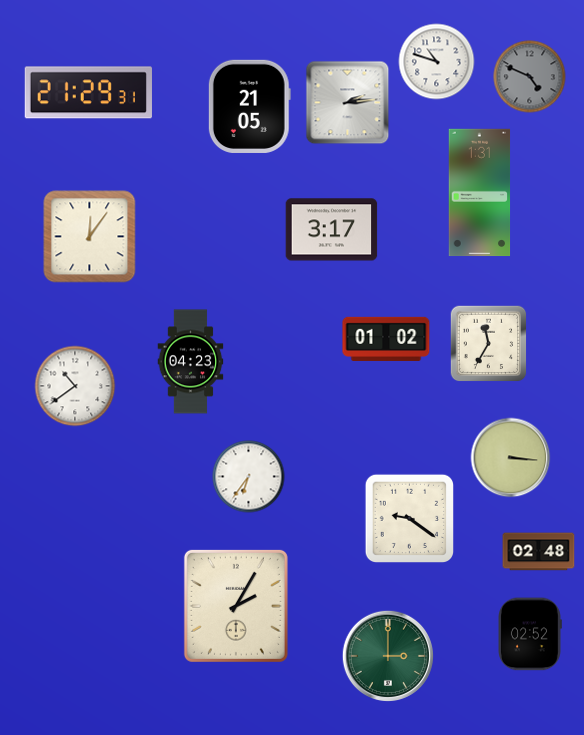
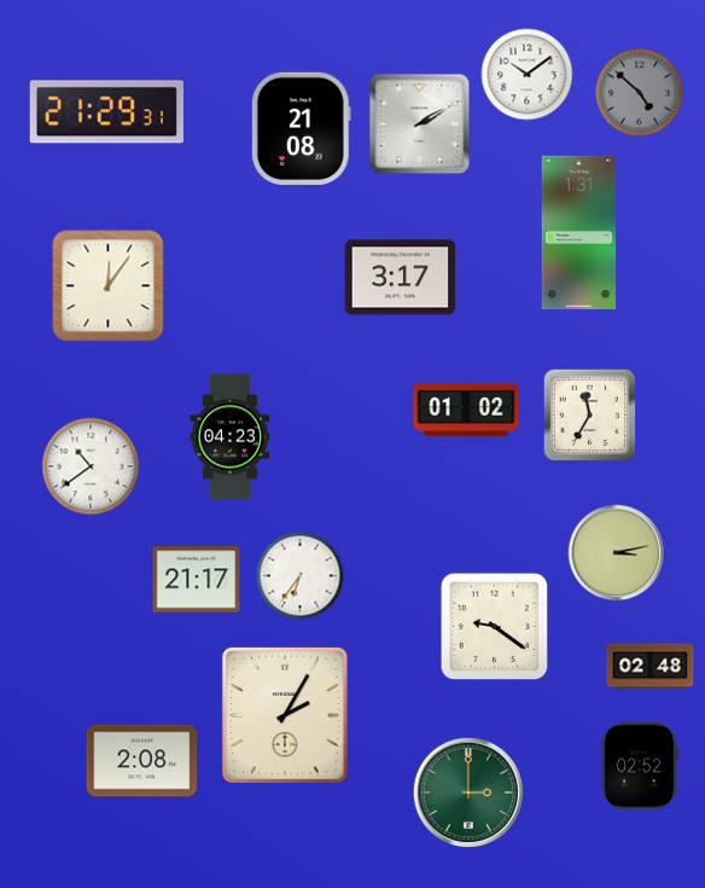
clock at (437, 62): 10:48 -> 10:09
clock at (530, 77): 4:49 -> 4:52
clock at (348, 103): 2:14 -> 2:10
clock at (249, 106): 21:05 -> 21:08
clock at (511, 458): 3:16 -> 3:13
clock at (197, 580): none -> 21:17
clock at (236, 606) position: (236, 606) -> (285, 715)
clock at (142, 761): none -> 2:08
